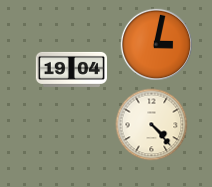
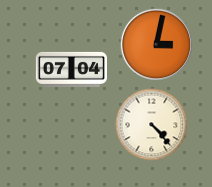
clock at (71, 69): 19:04 -> 07:04
